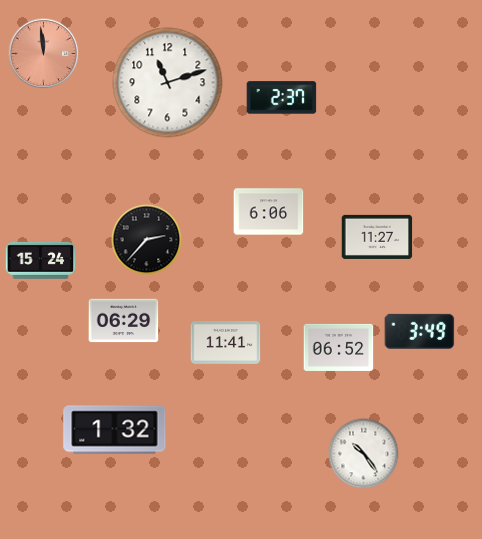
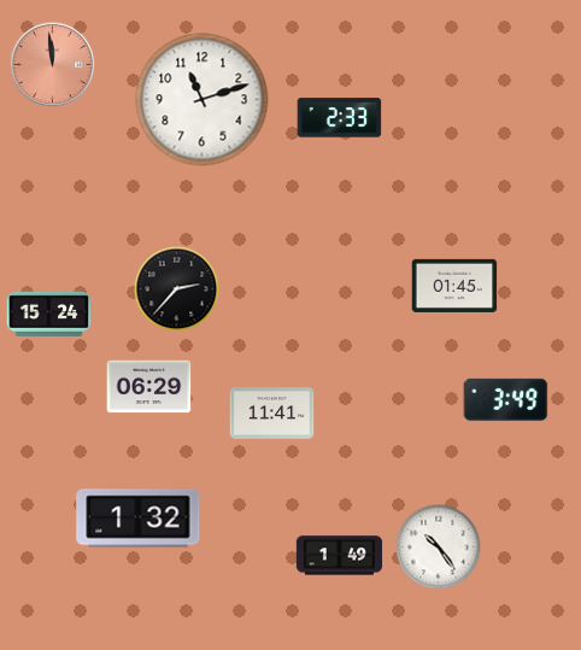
clock at (282, 98): 2:37 -> 2:33
clock at (269, 212): 6:06 -> none
clock at (377, 237): 11:27 -> 01:45
clock at (339, 347): 06:52 -> none
clock at (340, 556): none -> 1:49
